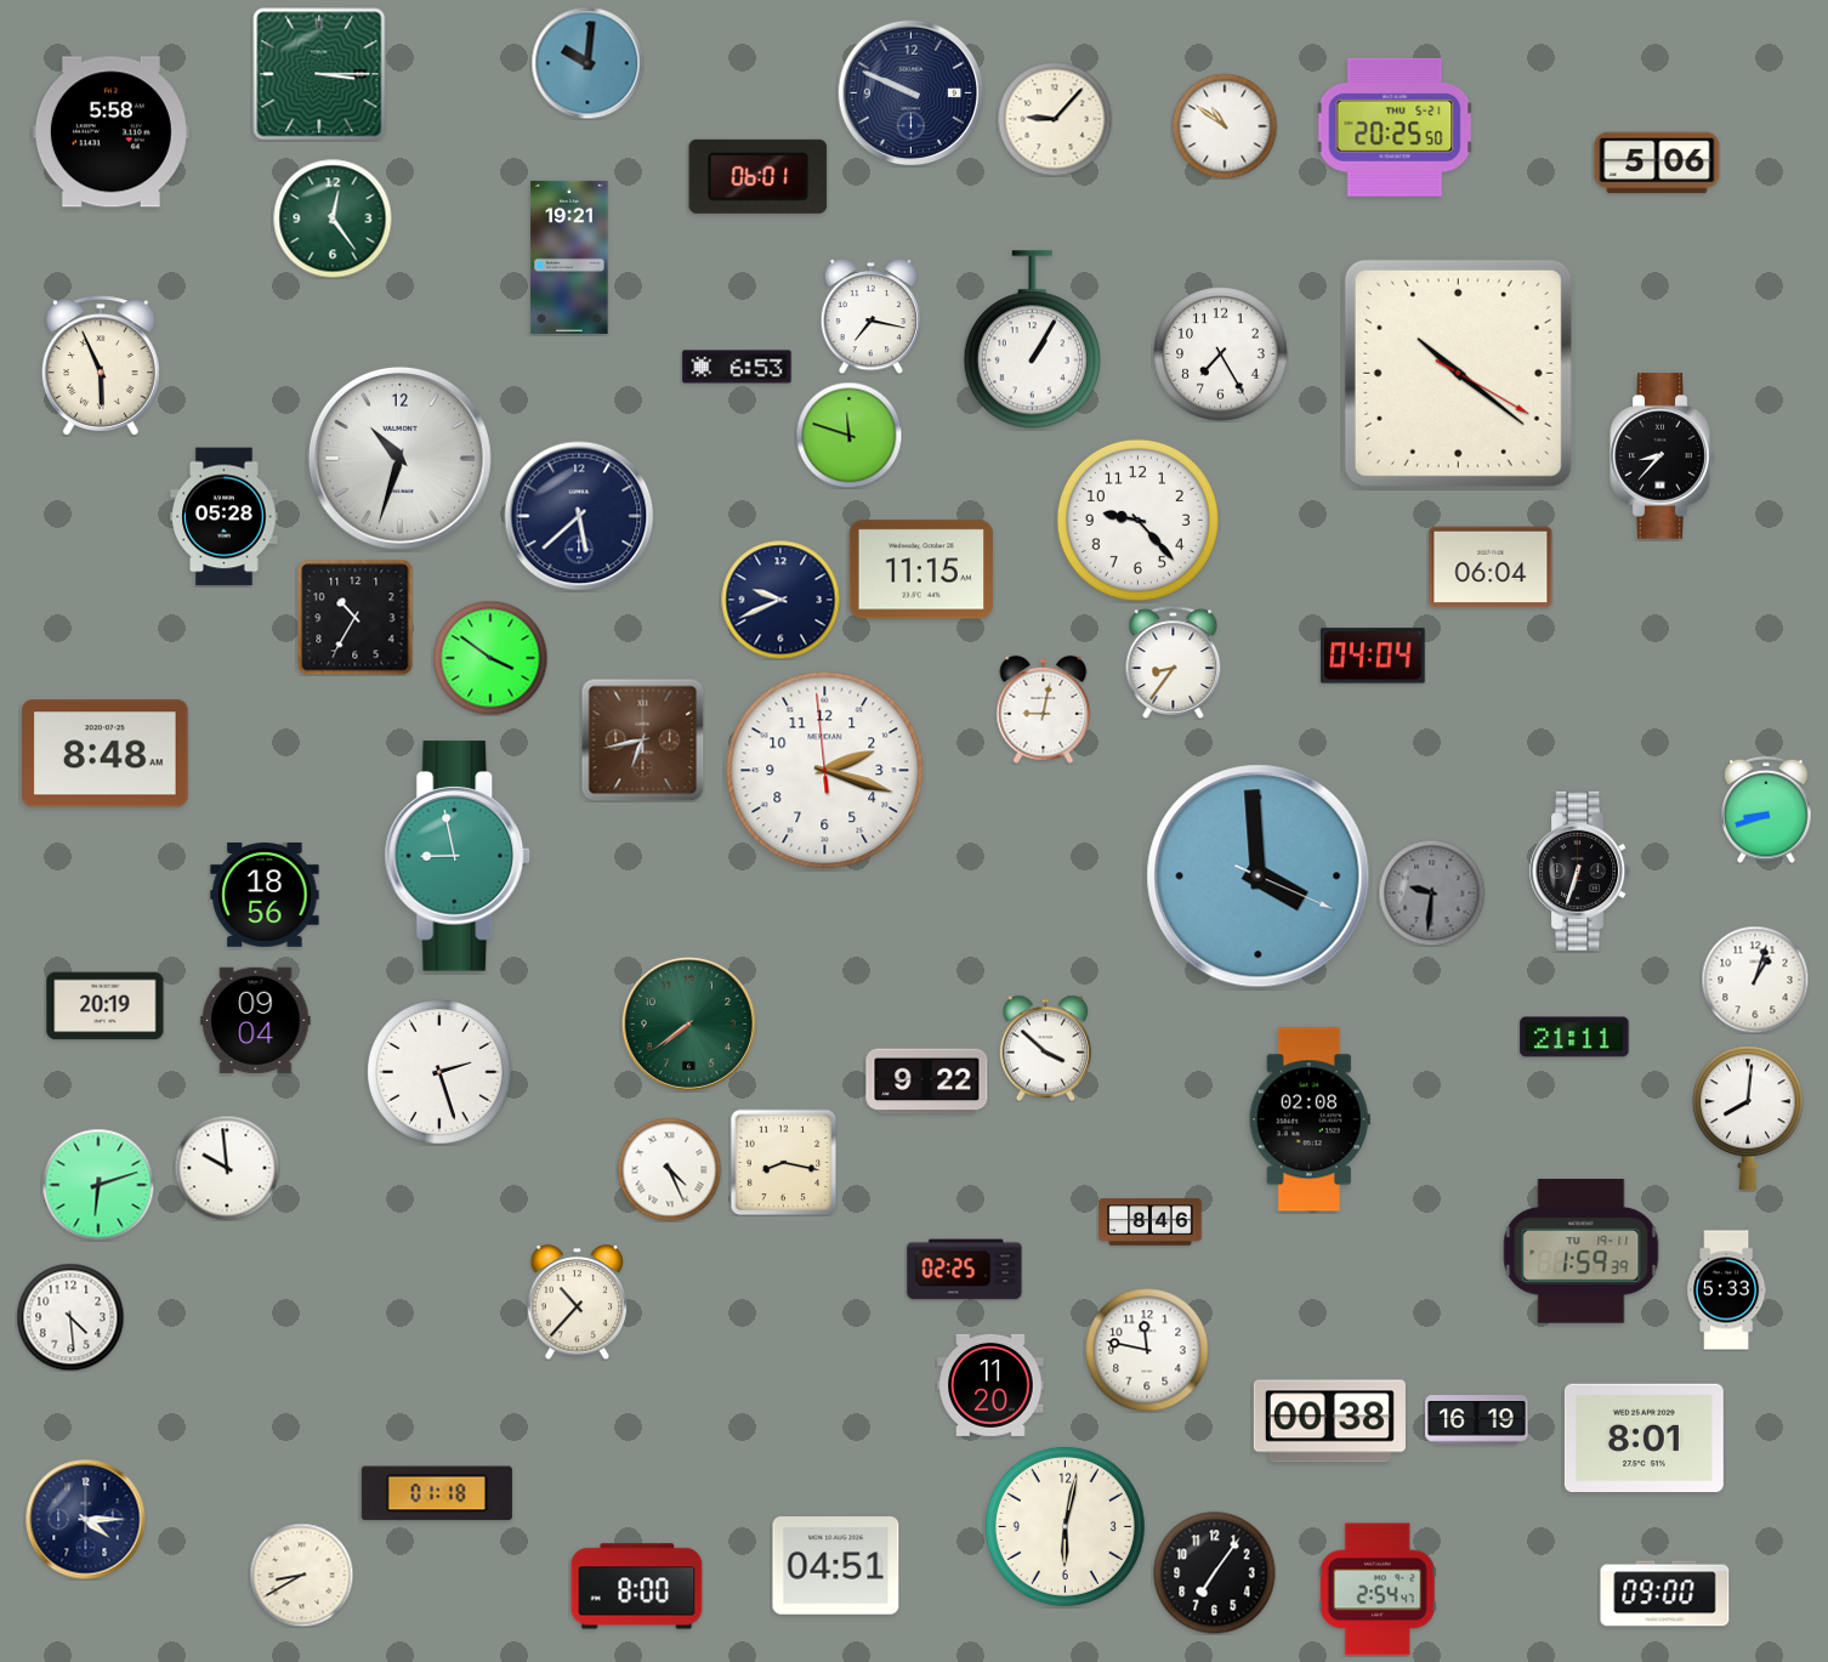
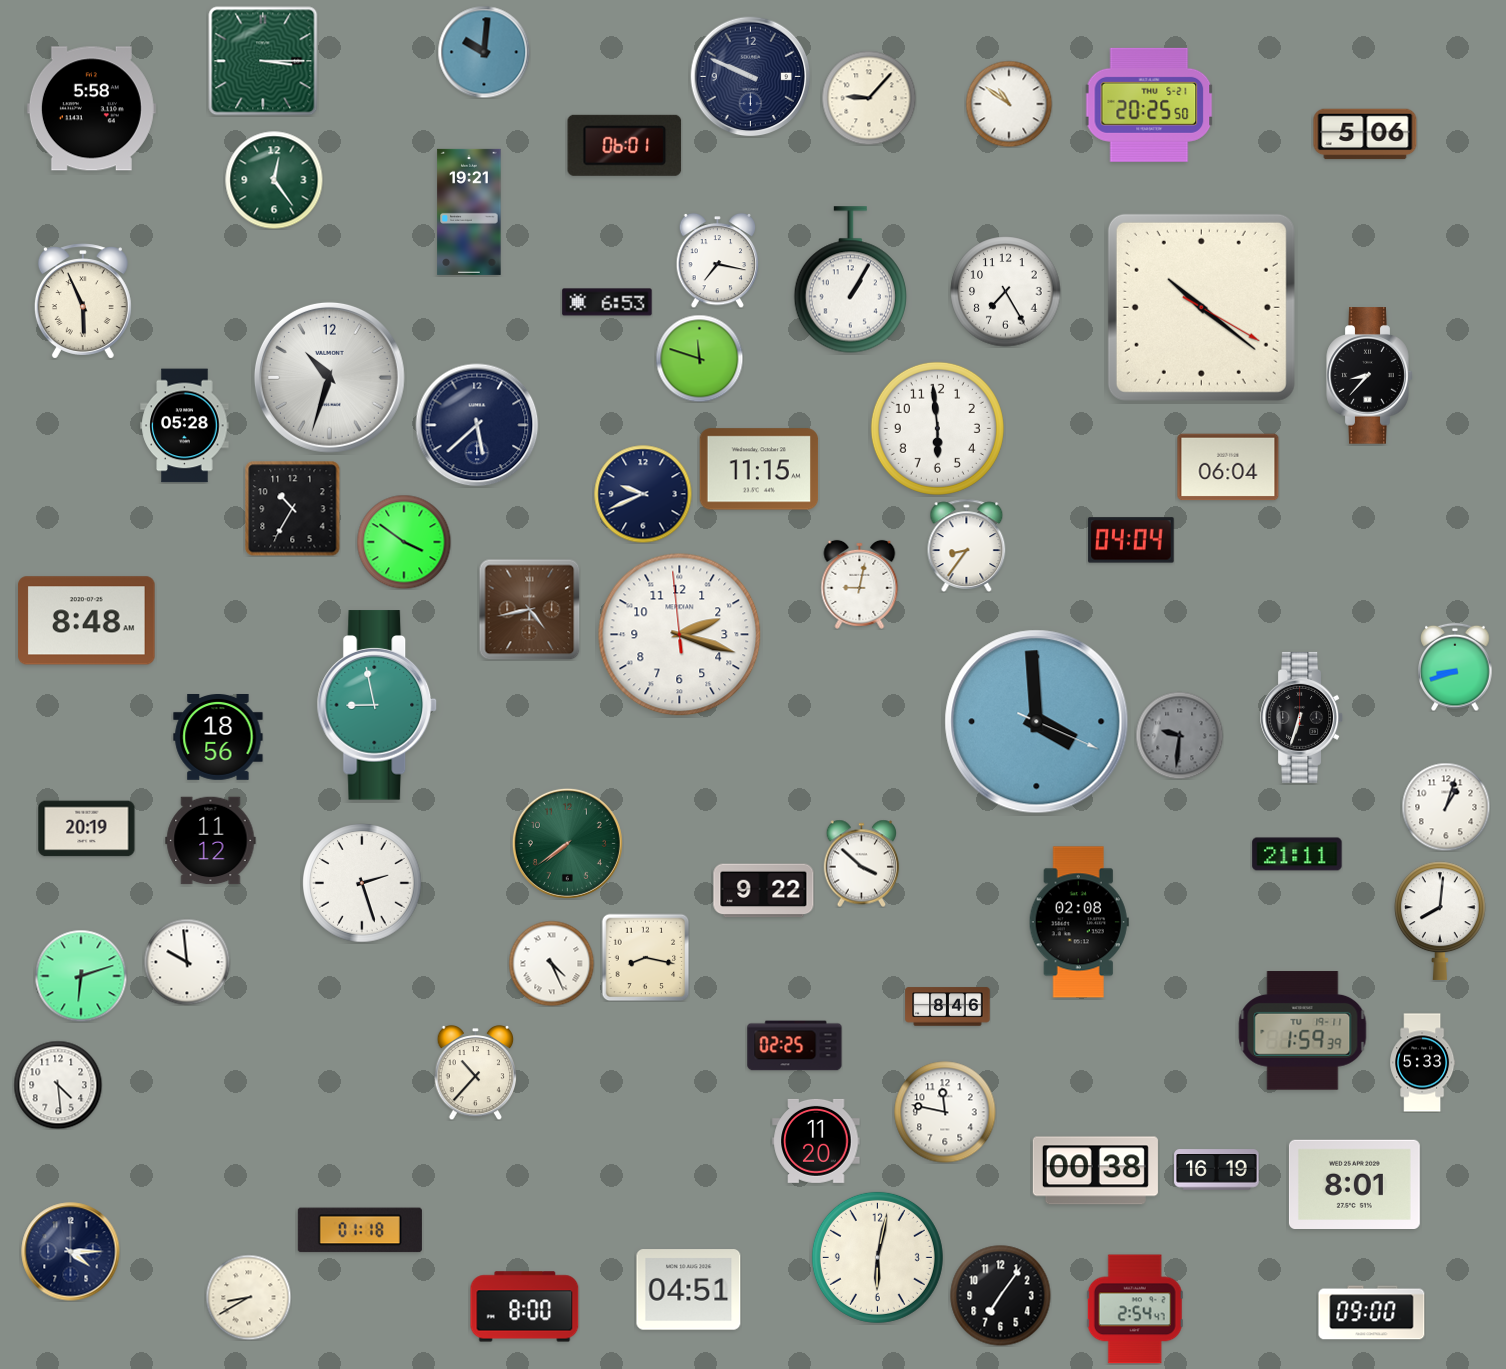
clock at (1137, 520): 9:23 -> 5:59
clock at (642, 739): 6:43 -> 4:43
clock at (256, 1021): 09:04 -> 11:12
